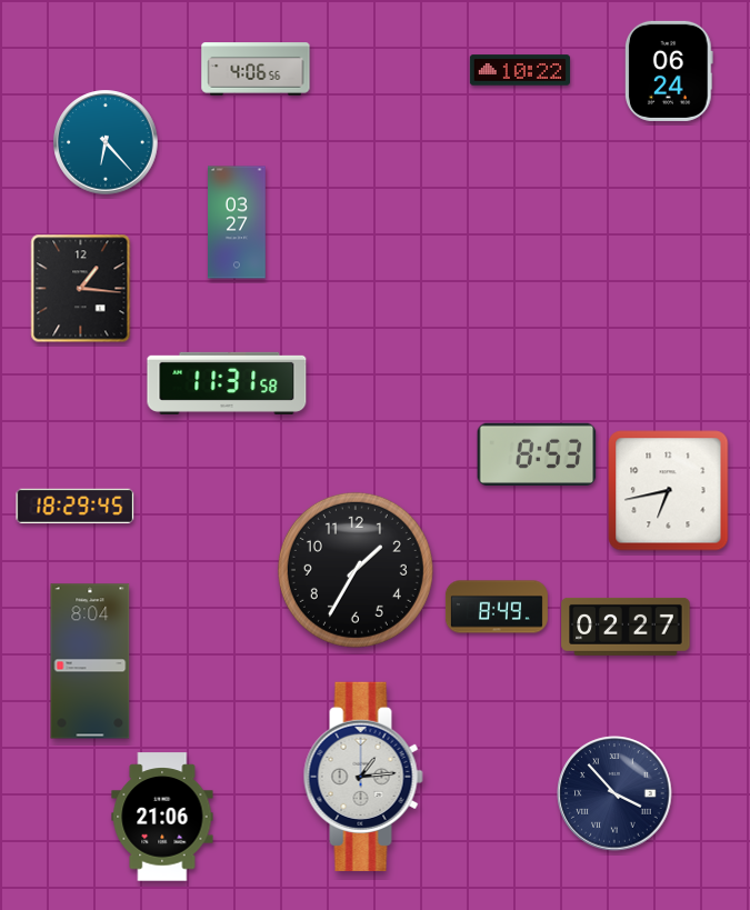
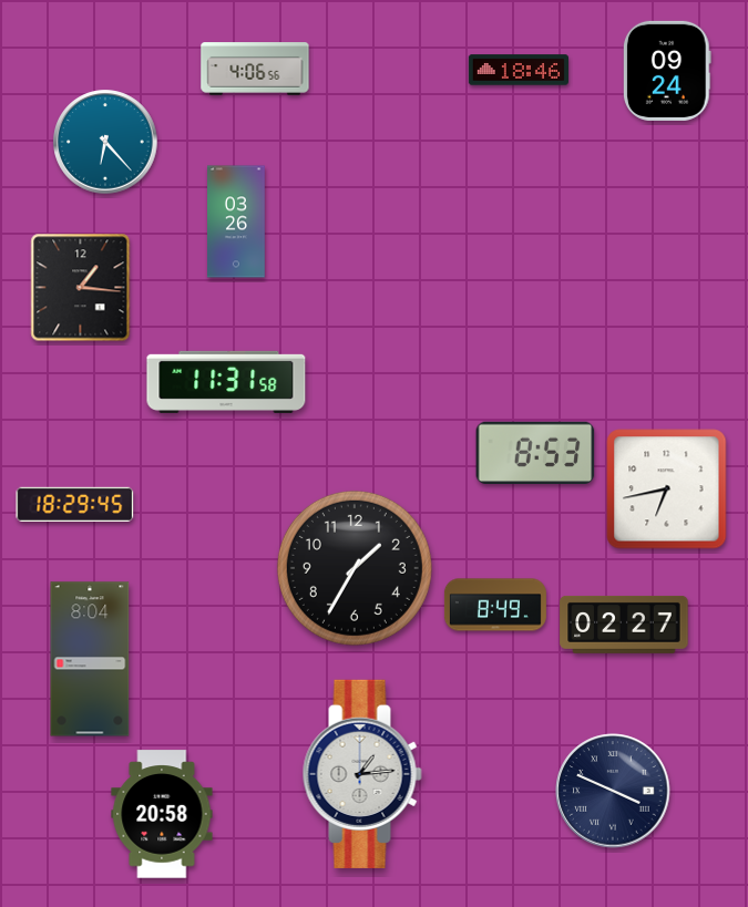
clock at (520, 70): 10:22 -> 18:46
clock at (669, 71): 06:24 -> 09:24
clock at (238, 222): 03:27 -> 03:26
clock at (614, 793): 3:53 -> 3:49
clock at (162, 817): 21:06 -> 20:58
